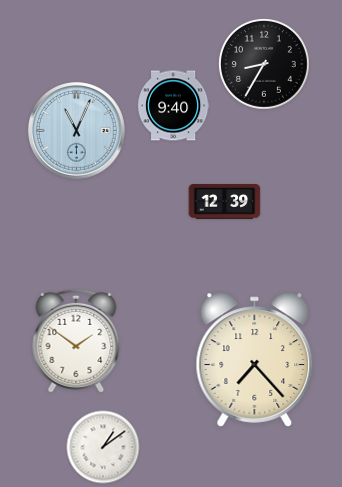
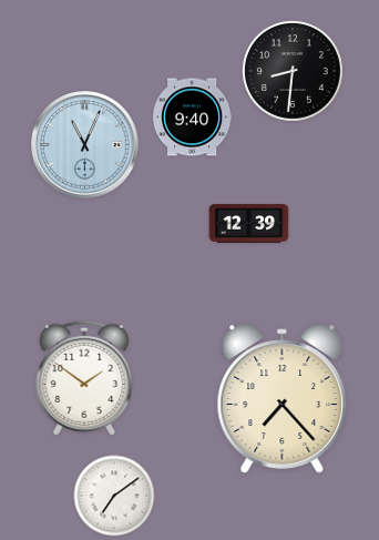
clock at (264, 64): 8:35 -> 8:31
clock at (103, 447): 1:09 -> 7:09
